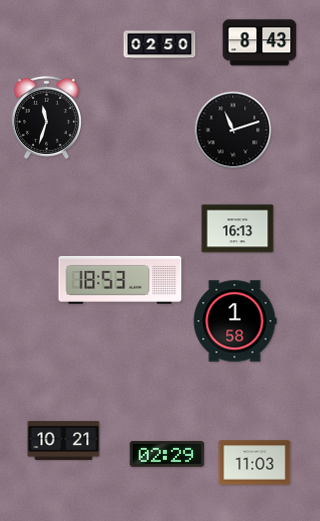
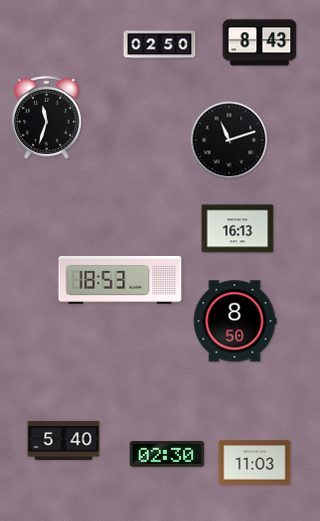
clock at (233, 130) position: (233, 130) -> (229, 140)
clock at (235, 321): 1:58 -> 8:50
clock at (64, 440): 10:21 -> 5:40
clock at (167, 454): 02:29 -> 02:30
